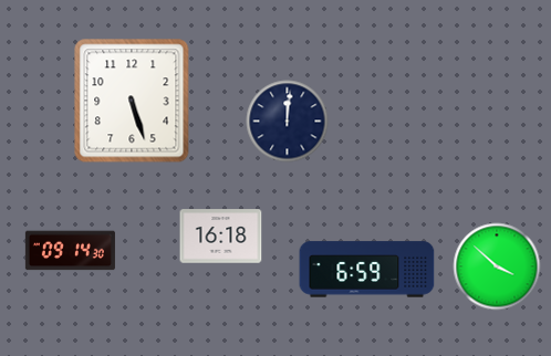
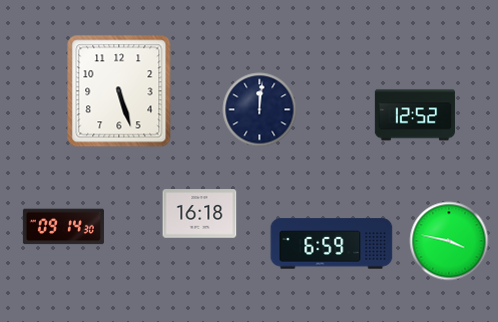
clock at (415, 115): none -> 12:52
clock at (497, 266): 3:52 -> 3:47
